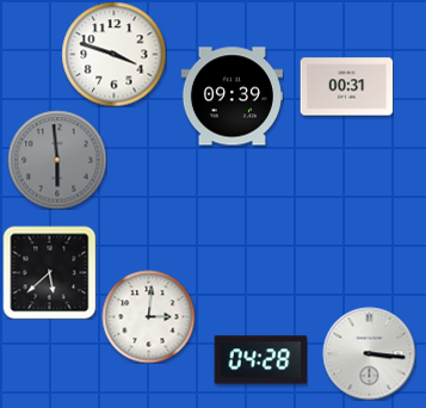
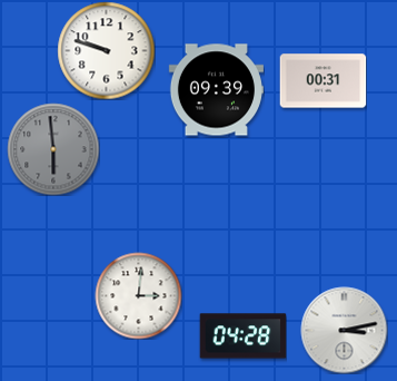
clock at (113, 54): 3:48 -> 9:48
clock at (49, 272): 5:38 -> none
clock at (369, 353): 3:16 -> 3:13
